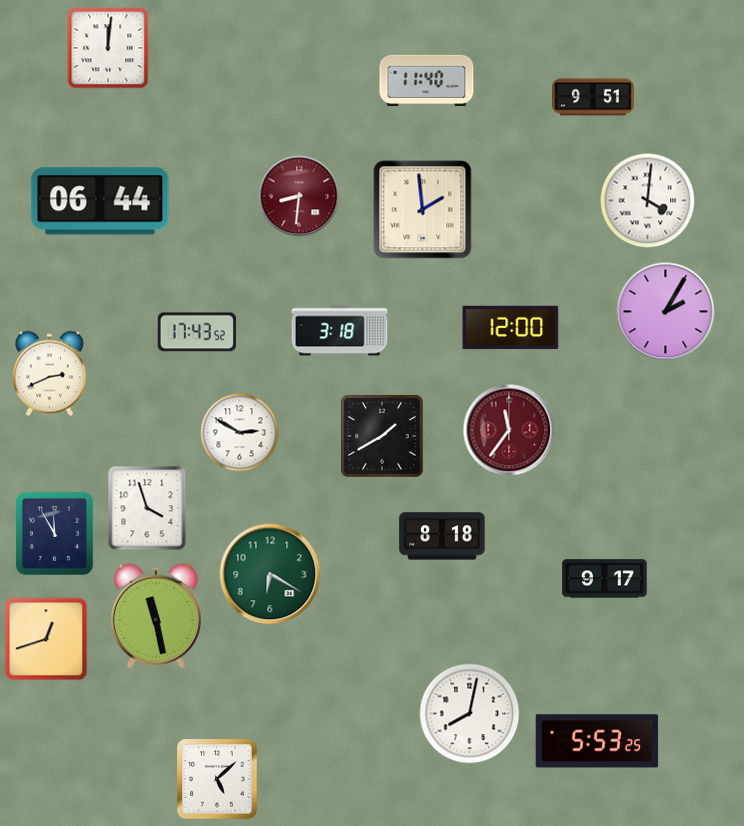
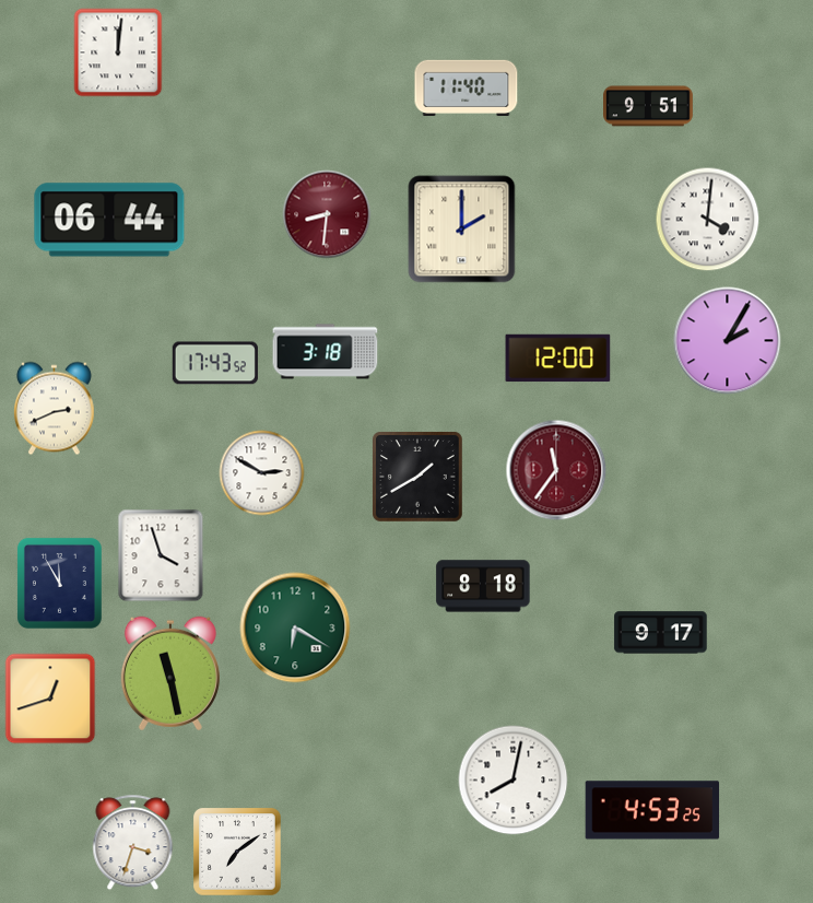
clock at (423, 210): 1:59 -> 2:00
clock at (340, 331) position: (340, 331) -> (326, 352)
clock at (597, 741): 5:53 -> 4:53
clock at (133, 843): none -> 3:33
clock at (217, 779): 5:08 -> 7:09
